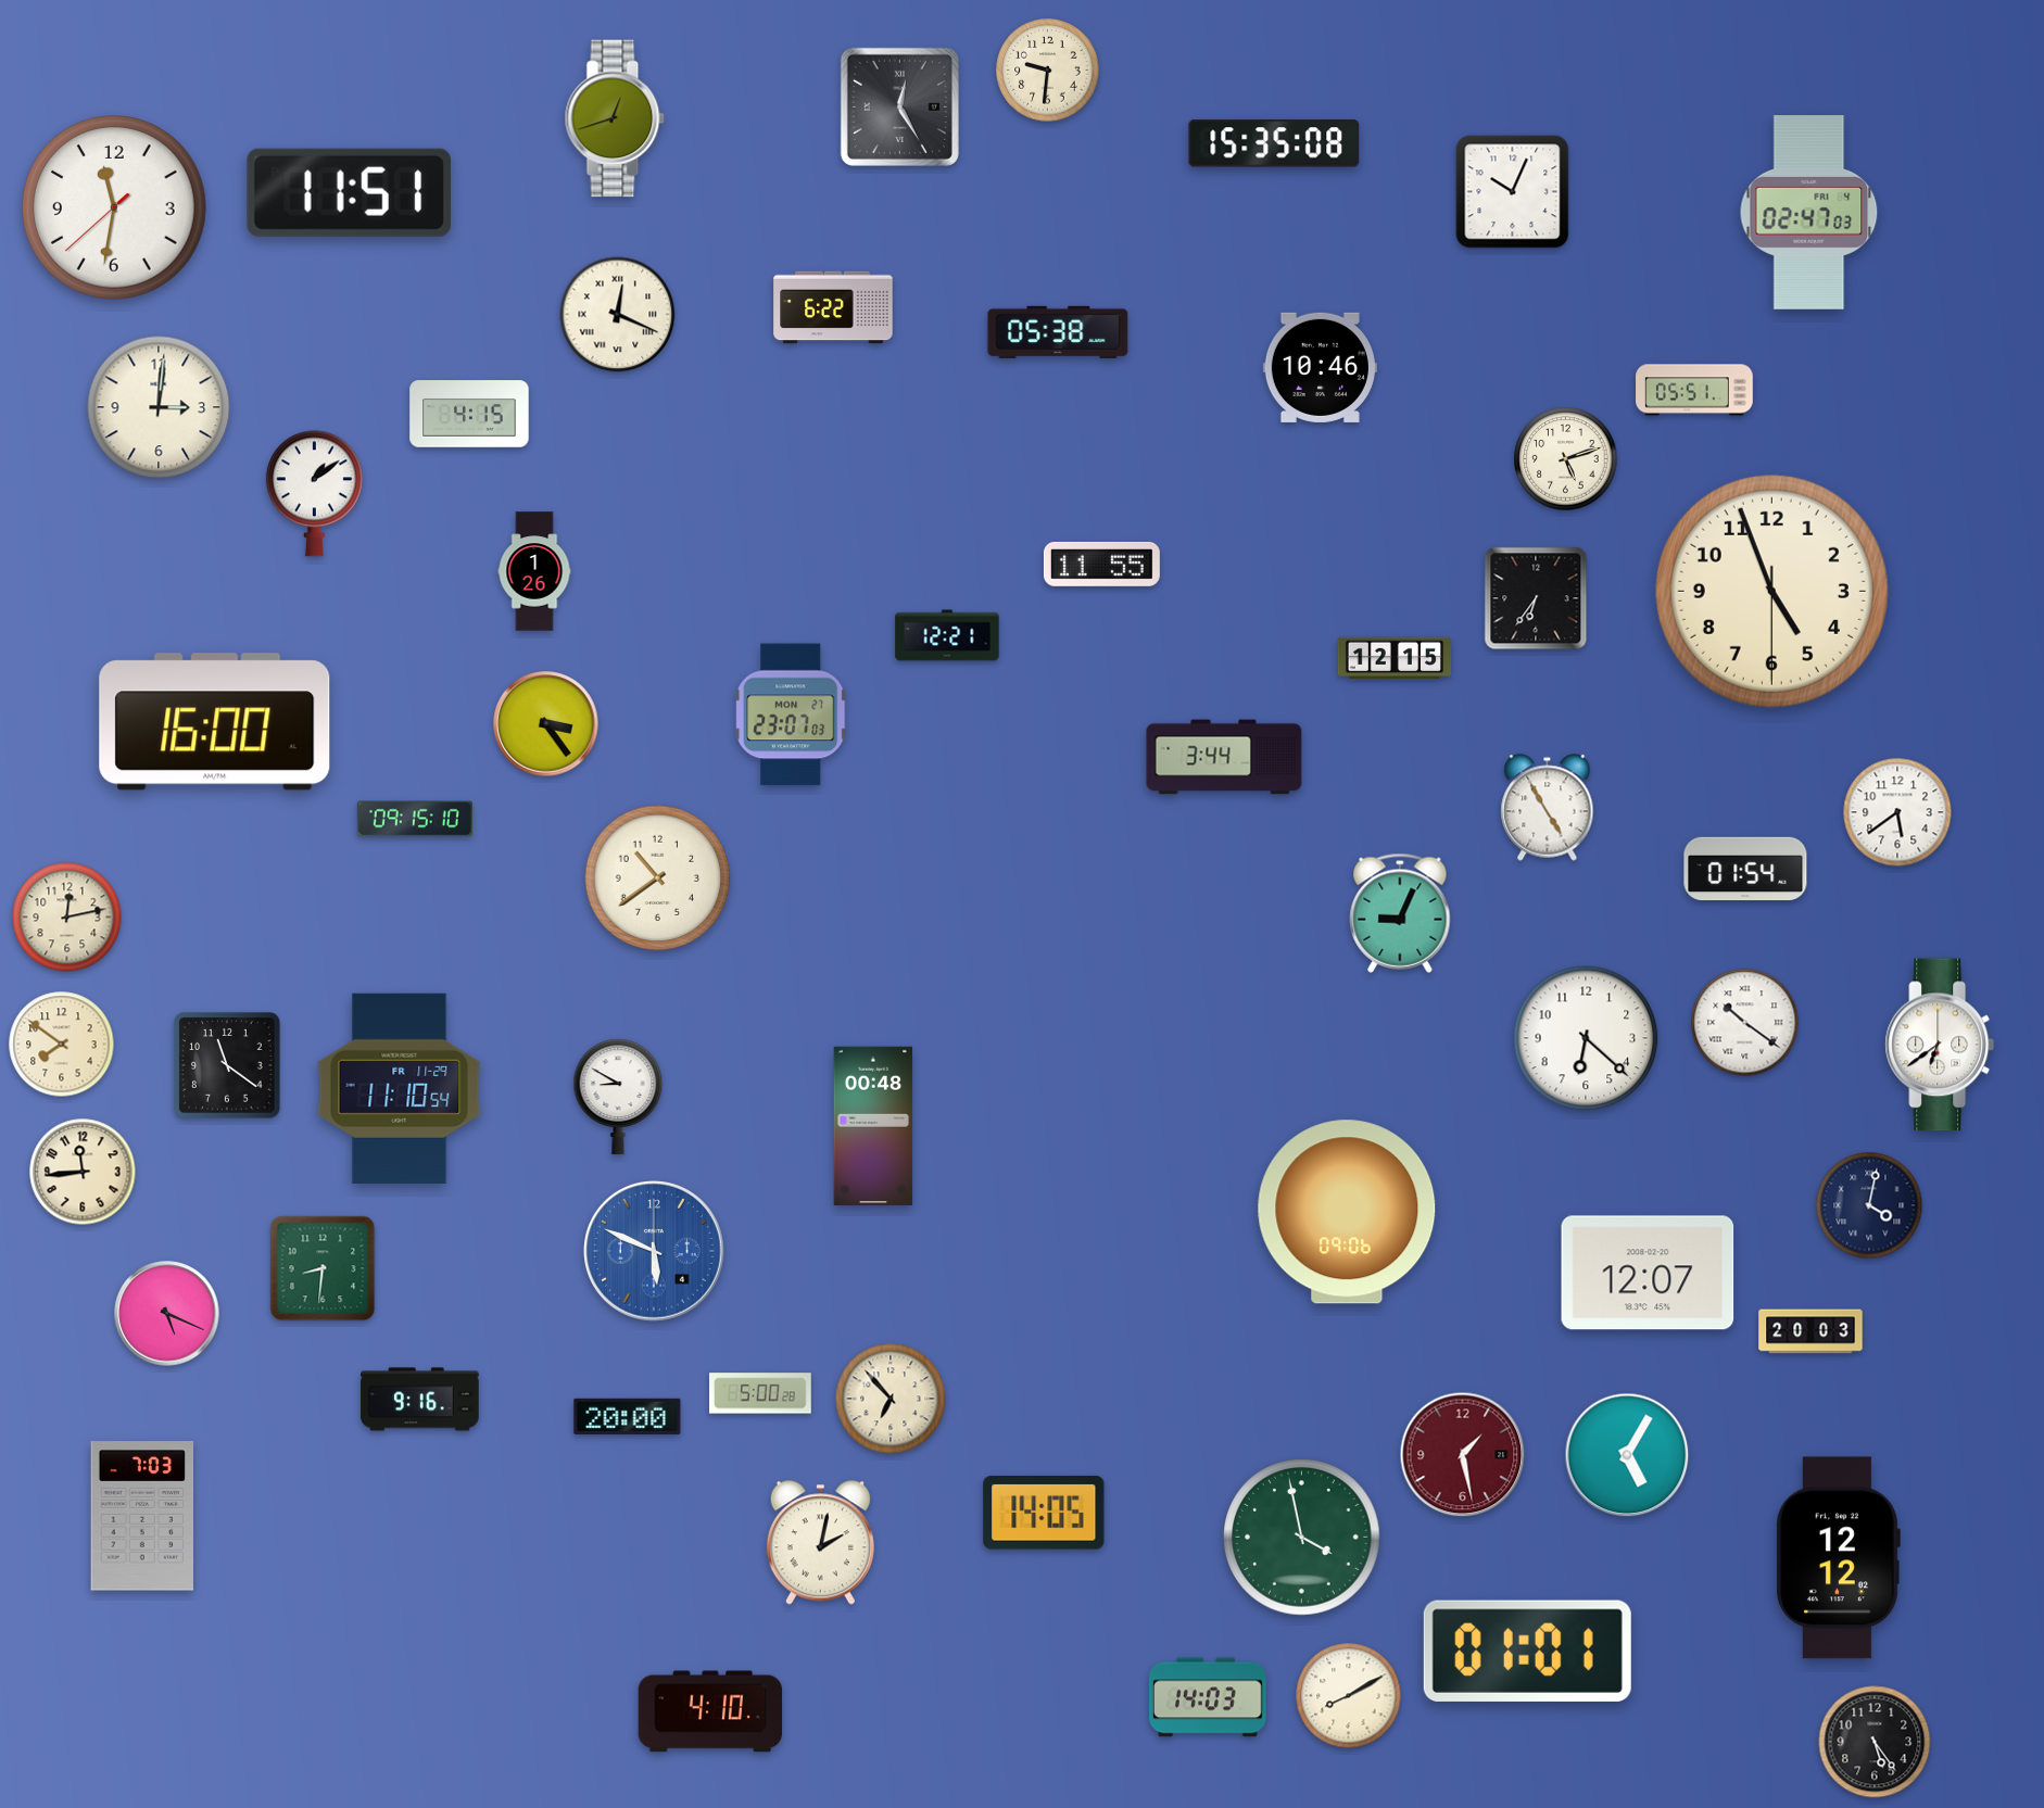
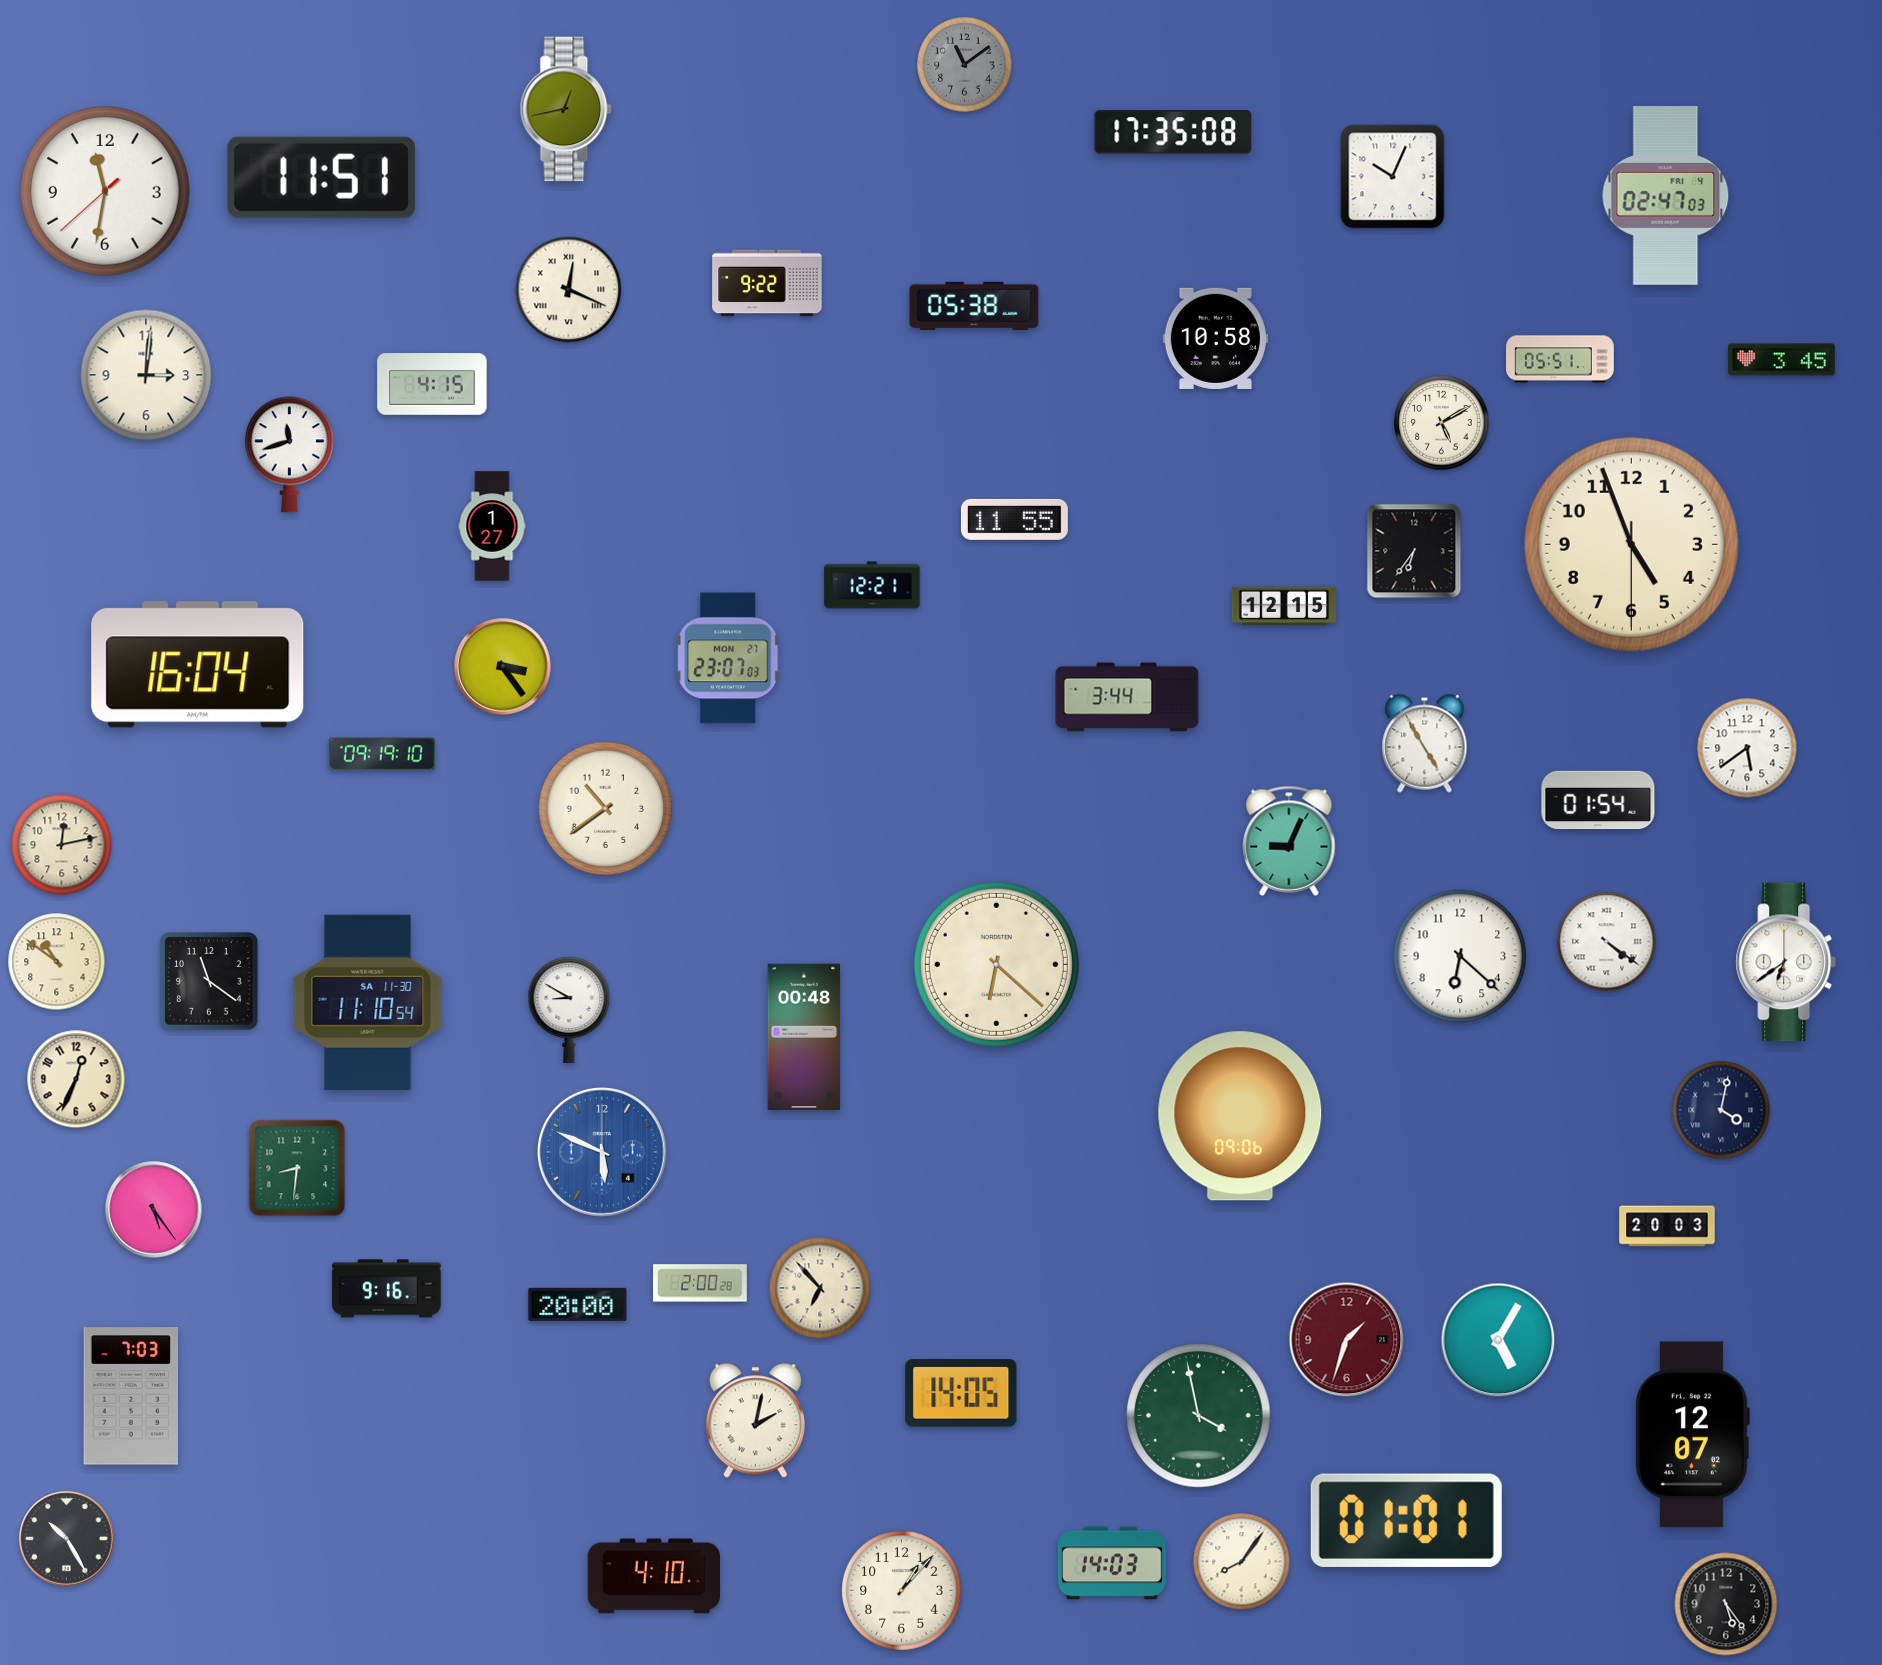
clock at (1048, 71): 9:31 -> 11:09
clock at (1048, 71) dial: cream -> grey
clock at (899, 106): 12:25 -> none
clock at (615, 118): 12:42 -> 12:43
clock at (1274, 143): 15:35 -> 17:35
clock at (833, 307): 6:22 -> 9:22
clock at (1320, 367): 10:46 -> 10:58
clock at (1781, 360): none -> 3:45
clock at (469, 414) position: (469, 414) -> (432, 384)
clock at (1566, 459): 5:12 -> 5:10
clock at (314, 494): 1:09 -> 11:42
clock at (534, 571): 1:26 -> 1:27
clock at (215, 722): 16:00 -> 16:04
clock at (415, 819): 09:15 -> 09:19
clock at (1745, 869) position: (1745, 869) -> (1598, 800)
clock at (1745, 1023): 10:21 -> 4:21
clock at (62, 1045): 7:51 -> 10:51
clock at (996, 964): none -> 6:22
clock at (400, 1088) date: FR 11-29 -> SA 11-30
clock at (83, 1172): 11:44 -> 12:34
clock at (1648, 1273): 12:07 -> none
clock at (167, 1314): 5:19 -> 5:24
clock at (761, 1393): 5:00 -> 2:00
clock at (1463, 1455): 1:28 -> 1:33
clock at (1838, 1558): 12:12 -> 12:07
clock at (67, 1539): none -> 10:25
clock at (1349, 1696): 8:10 -> 8:06
clock at (902, 1591): none -> 1:07
